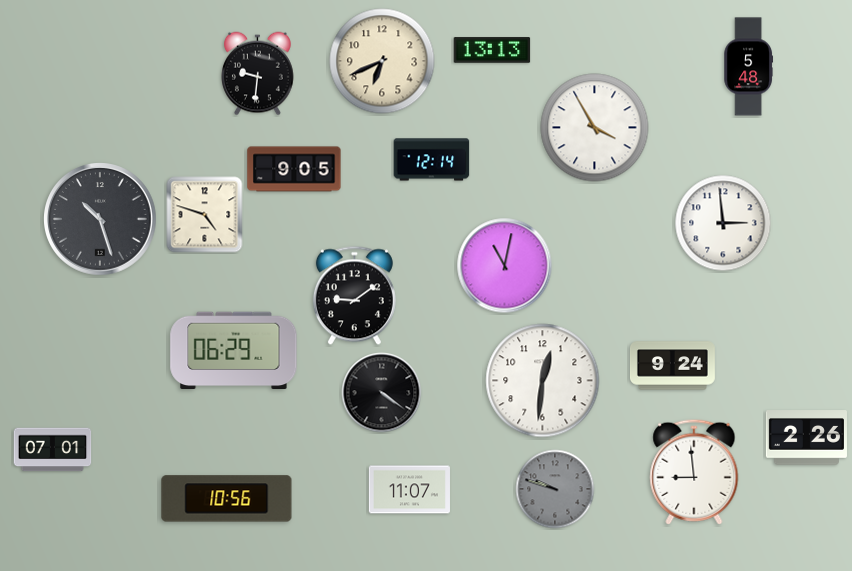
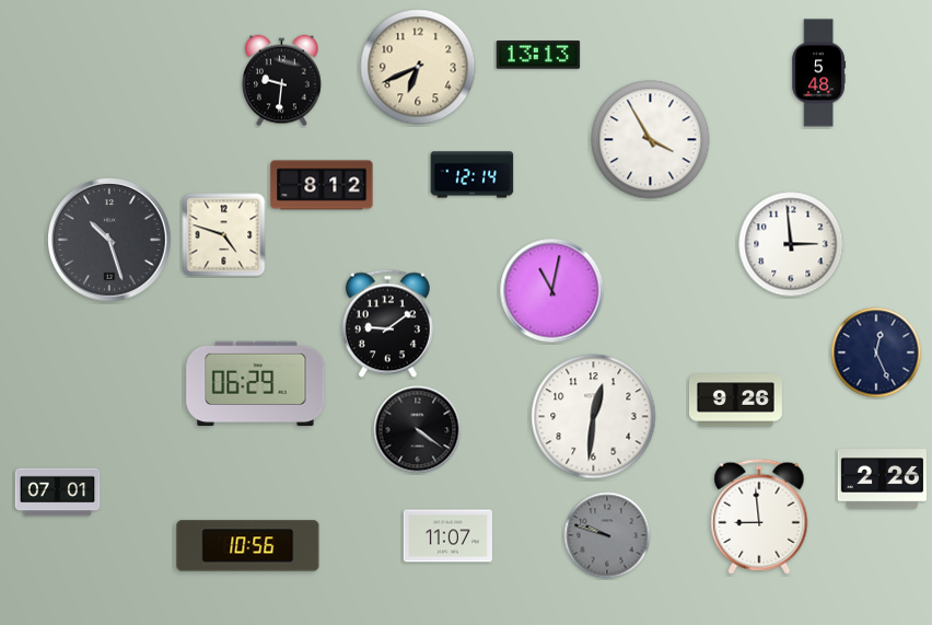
clock at (294, 169): 9:05 -> 8:12
clock at (876, 352): none -> 12:26
clock at (672, 366): 9:24 -> 9:26
